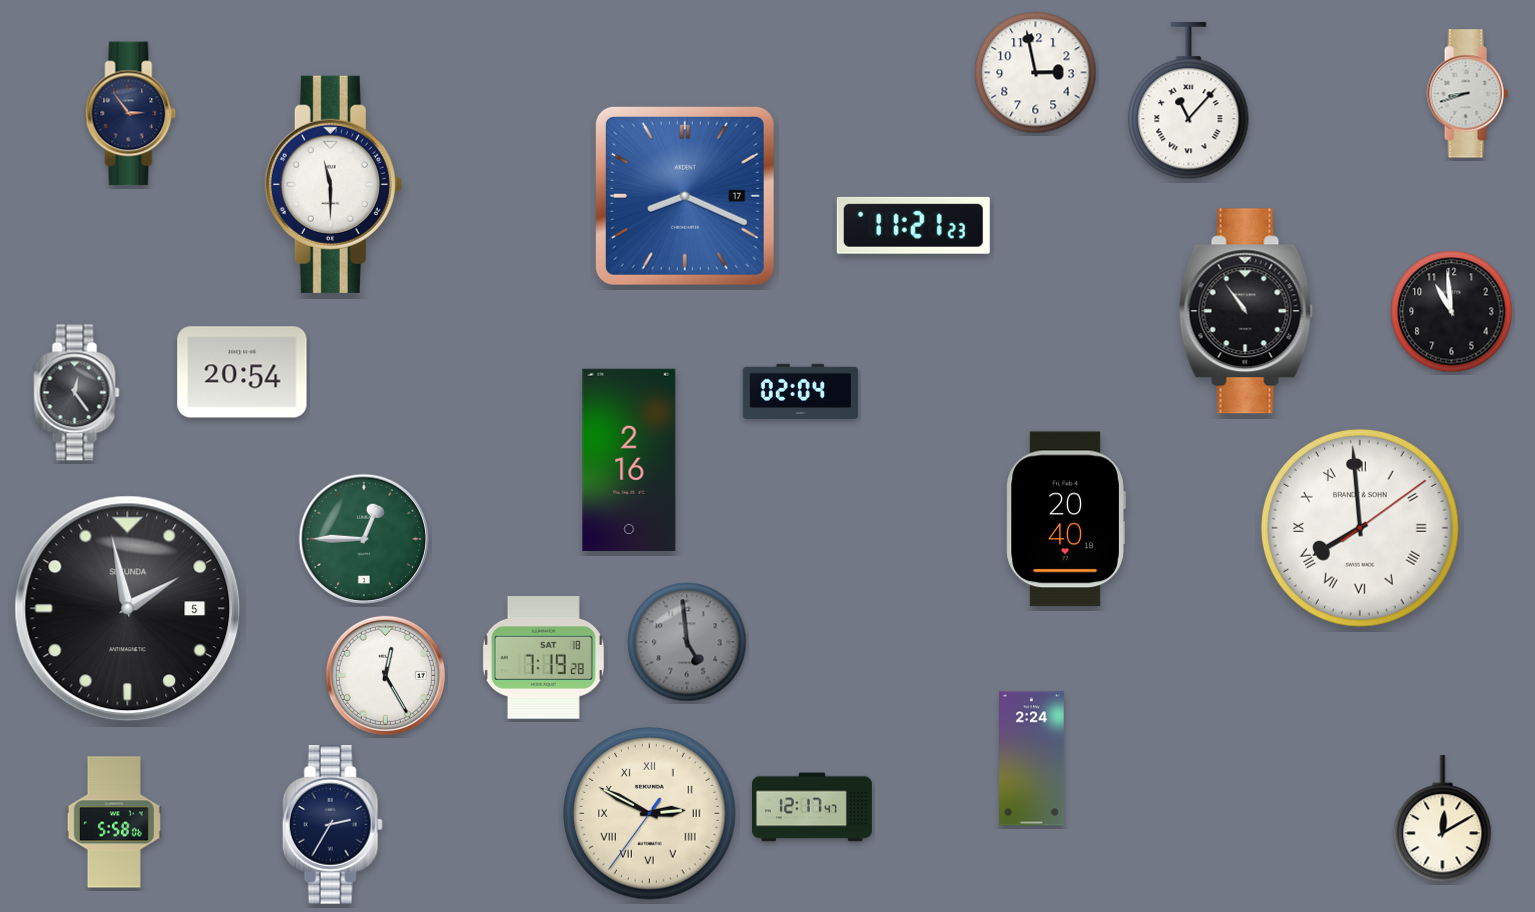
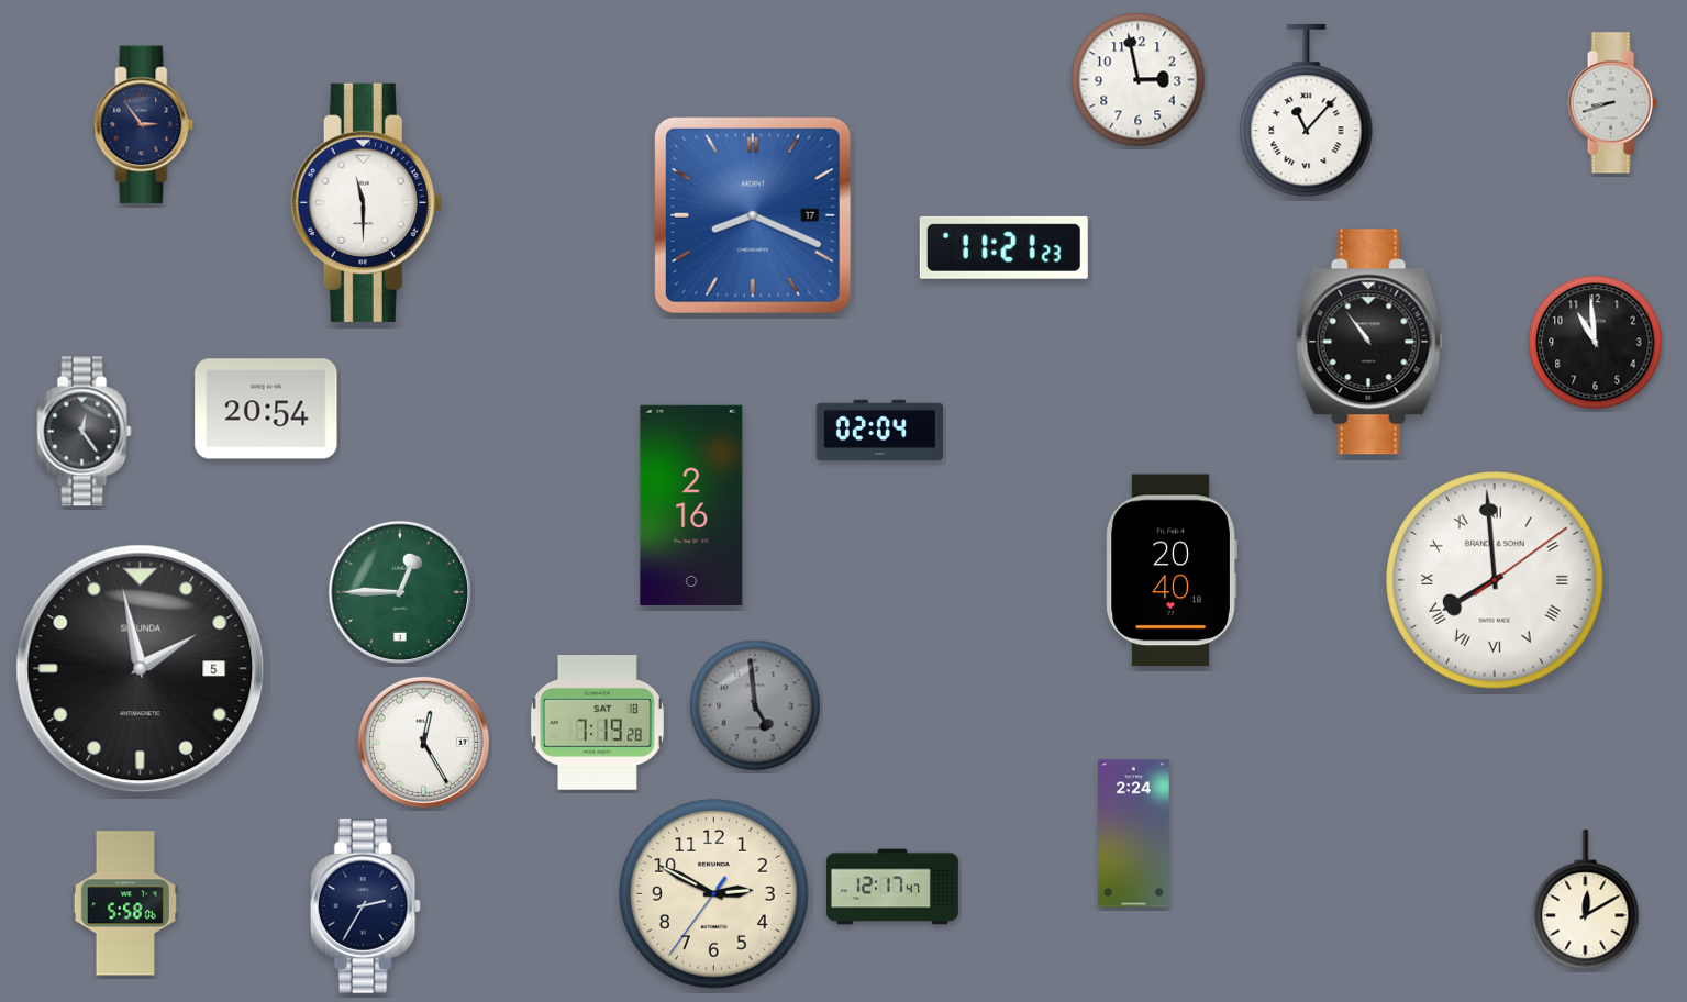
clock at (650, 814) numerals: Roman -> Arabic
